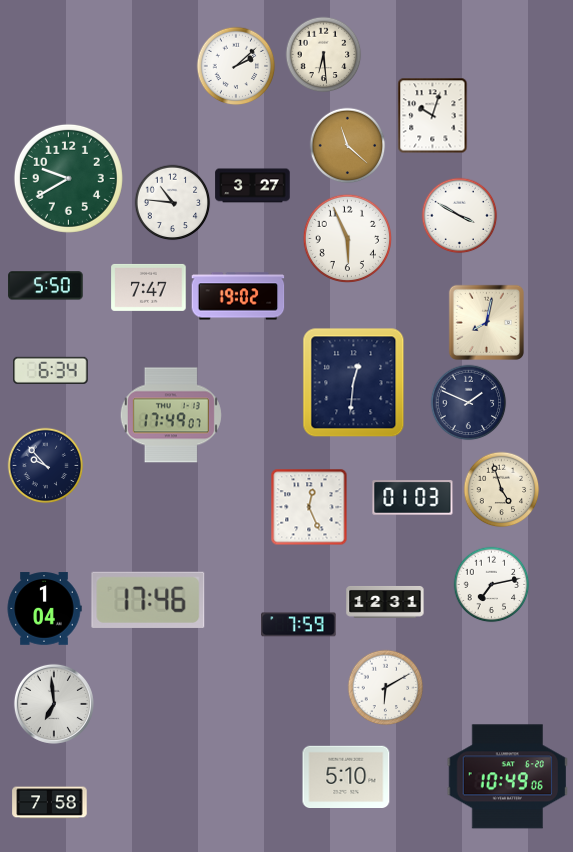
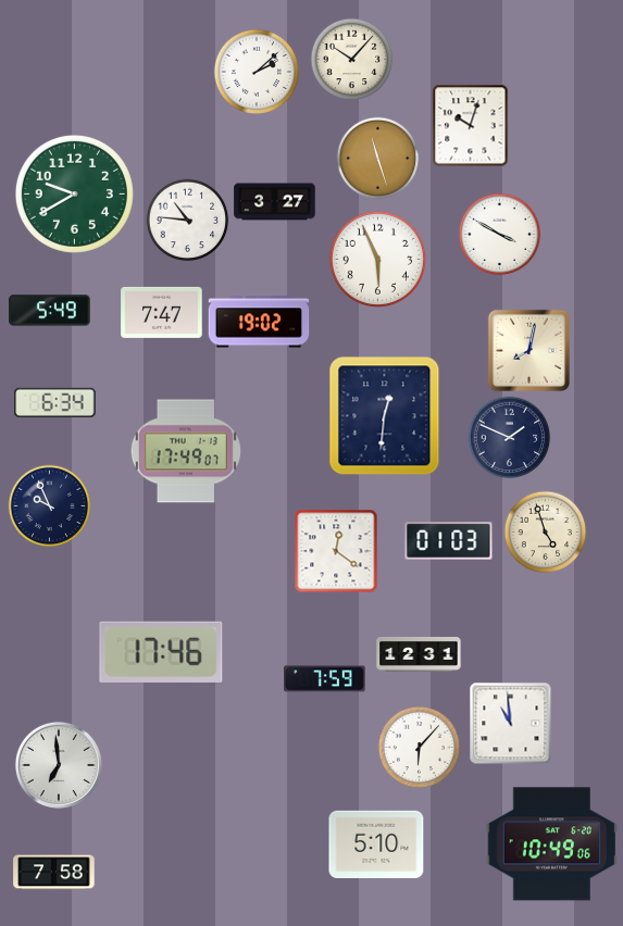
clock at (324, 55): 6:29 -> 10:07
clock at (348, 146): 11:22 -> 11:27
clock at (46, 286): 5:50 -> 5:49
clock at (46, 466): 9:53 -> 9:56
clock at (309, 507): 12:26 -> 12:21
clock at (492, 585): 7:13 -> none
clock at (44, 609): 1:04 -> none
clock at (511, 724): none -> 10:59
clock at (386, 688): 6:10 -> 6:07
